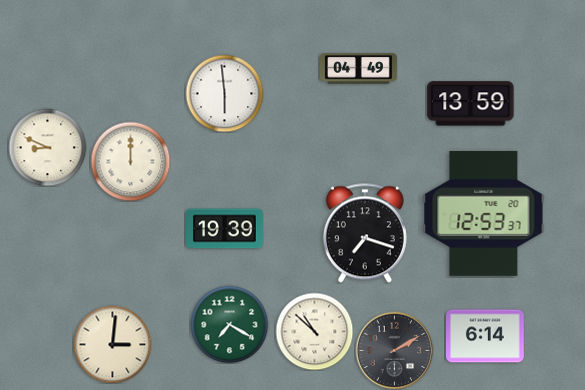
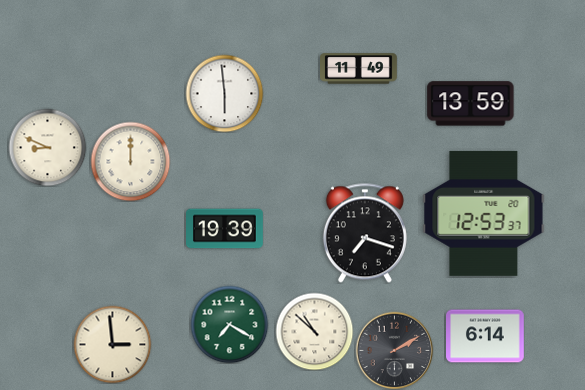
clock at (359, 69): 04:49 -> 11:49
clock at (112, 344): 3:01 -> 2:59
